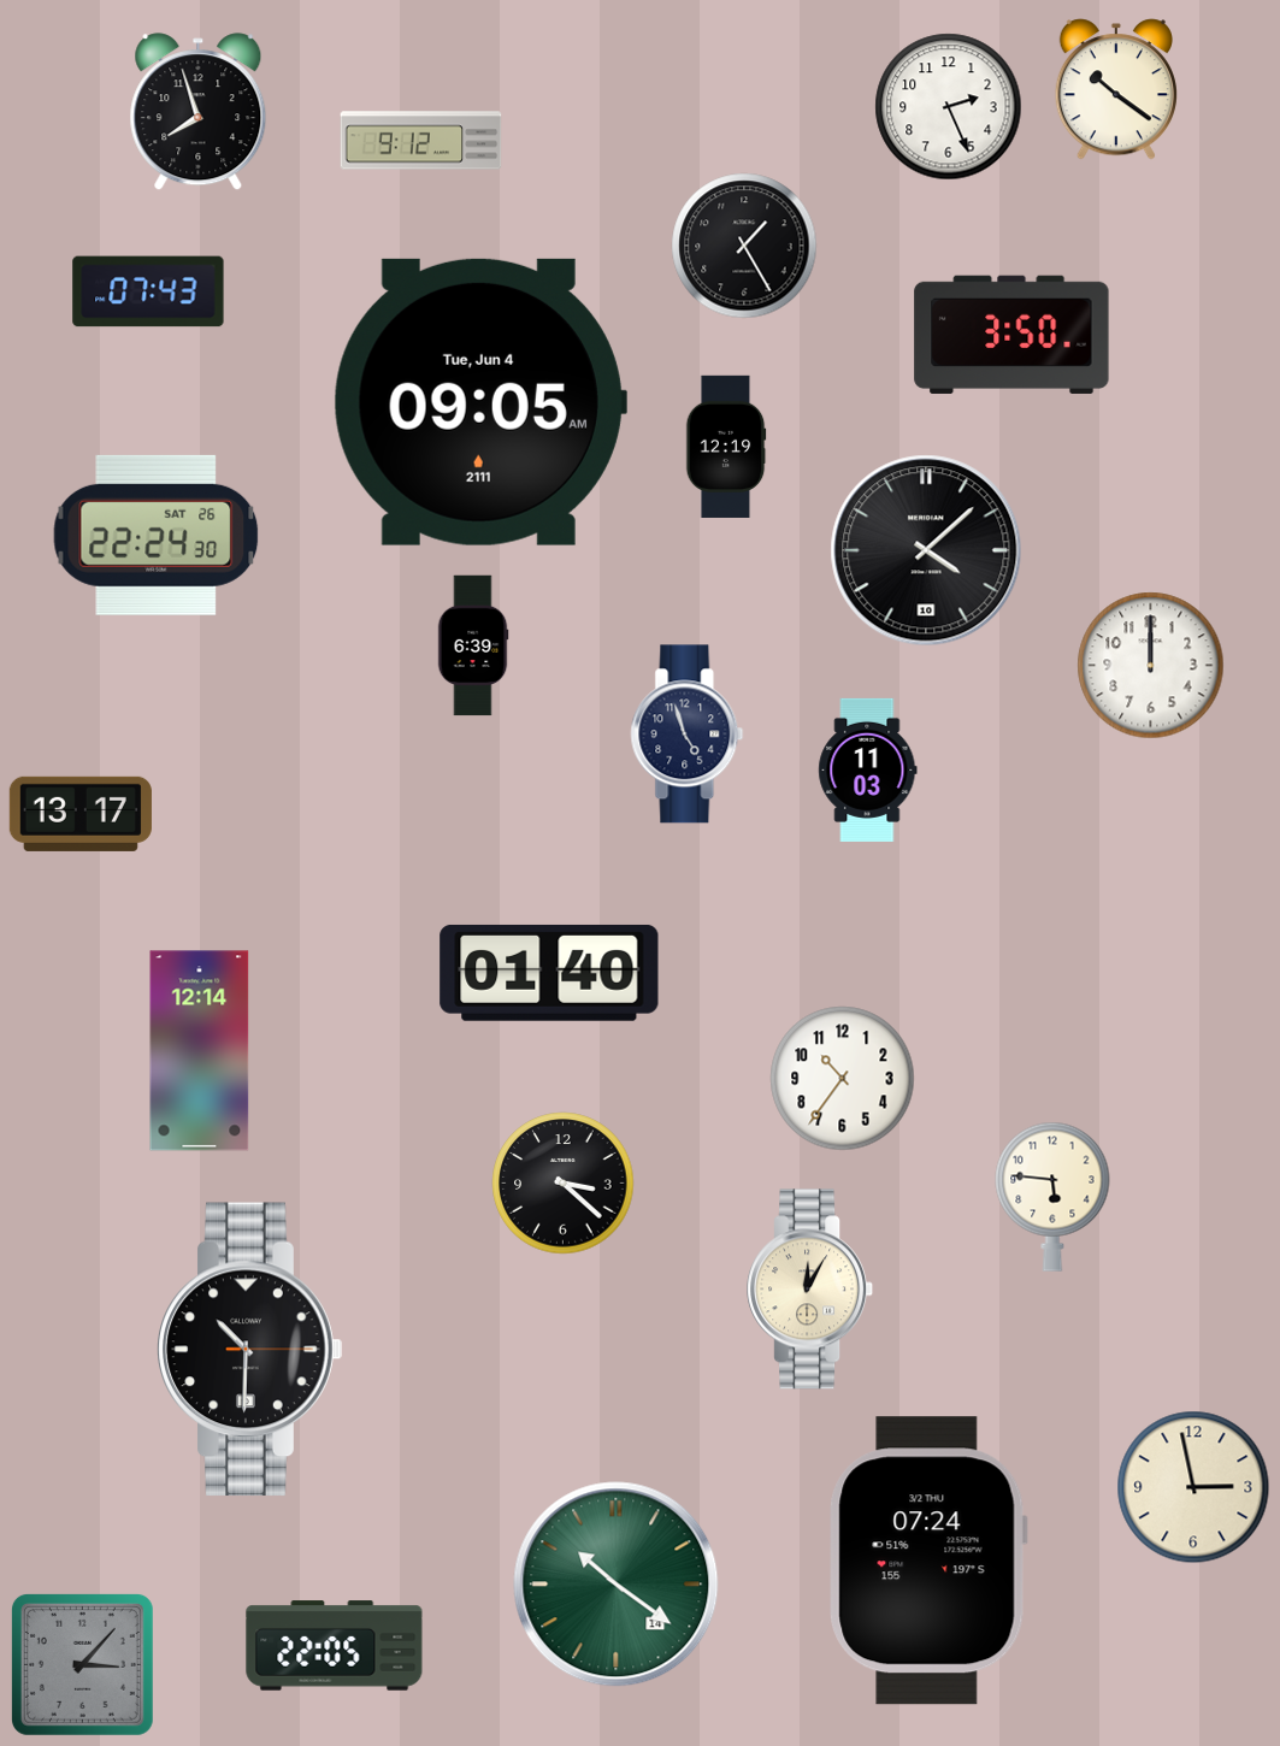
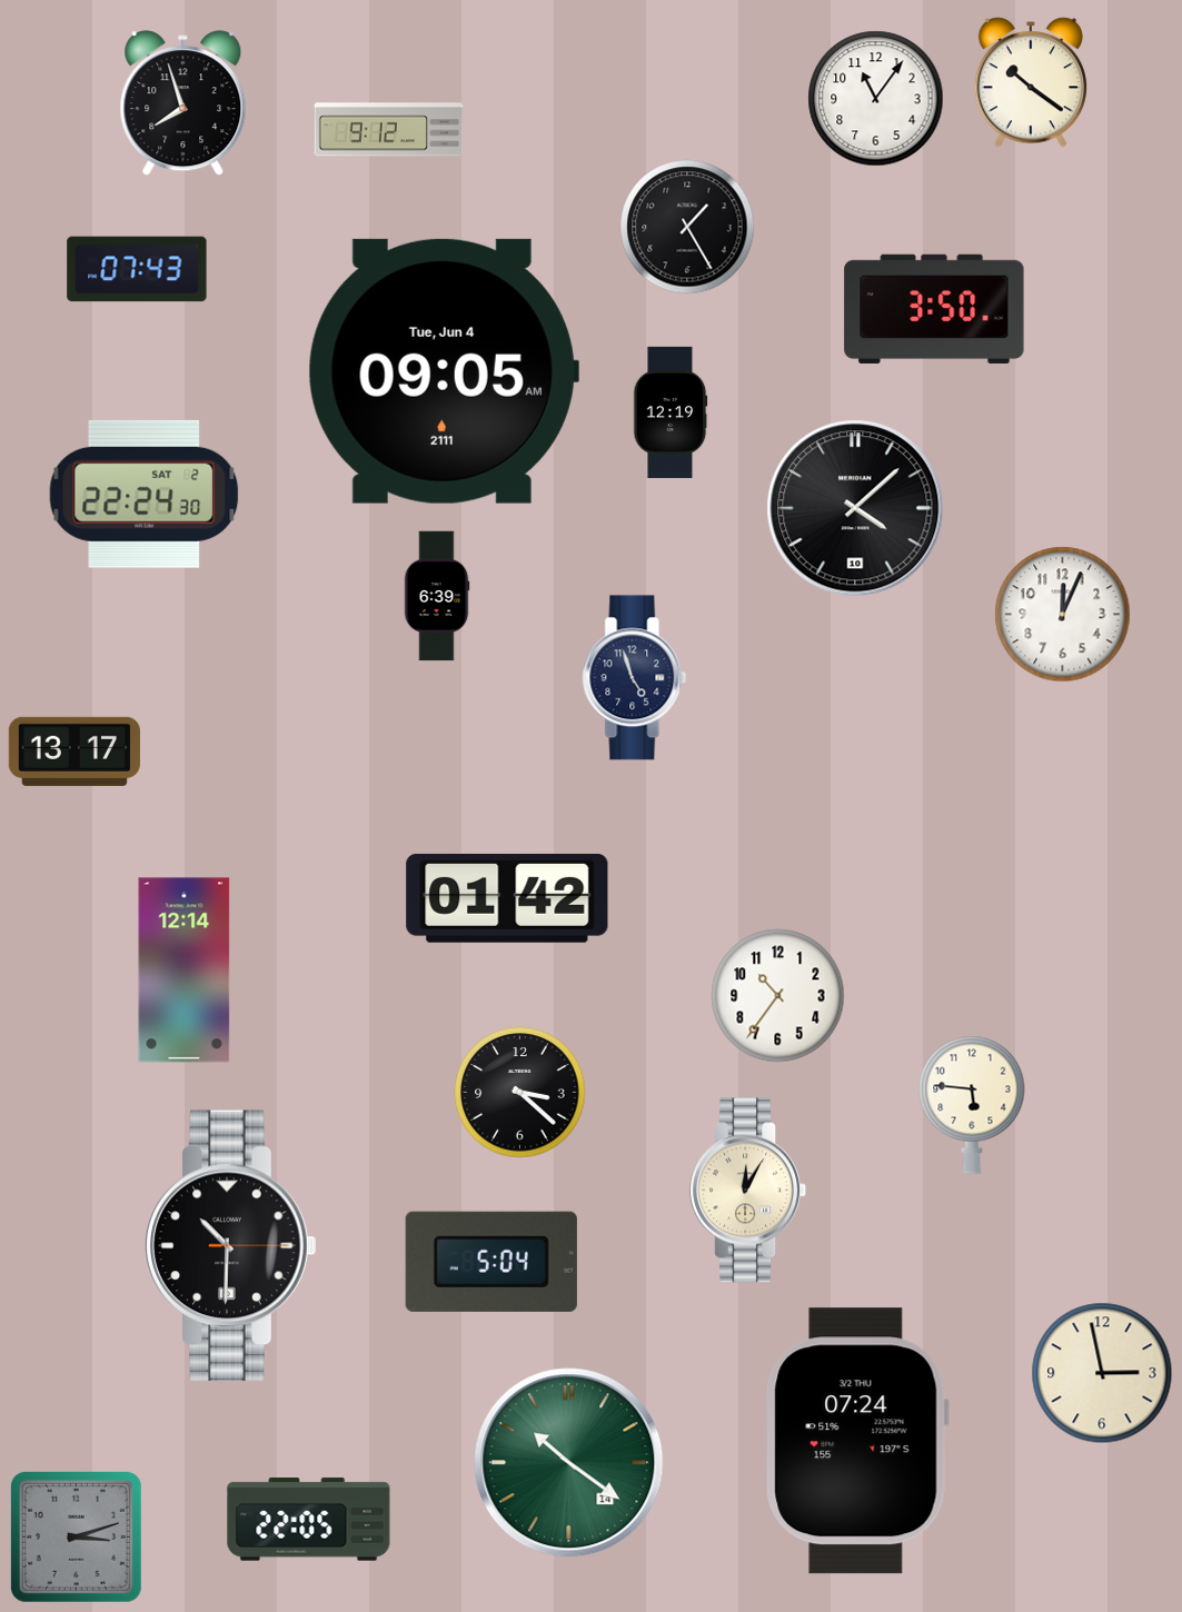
clock at (949, 107): 2:26 -> 11:06
clock at (157, 535) date: SAT 26 -> SAT 2
clock at (1151, 666): 12:00 -> 12:04
clock at (868, 769): 11:03 -> none
clock at (549, 973): 01:40 -> 01:42
clock at (491, 1262): none -> 5:04
clock at (82, 1664): 3:07 -> 3:12
